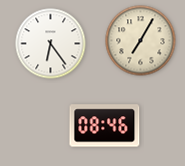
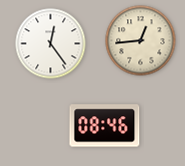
clock at (141, 41): 7:05 -> 12:44
clock at (51, 44): 6:24 -> 12:24
